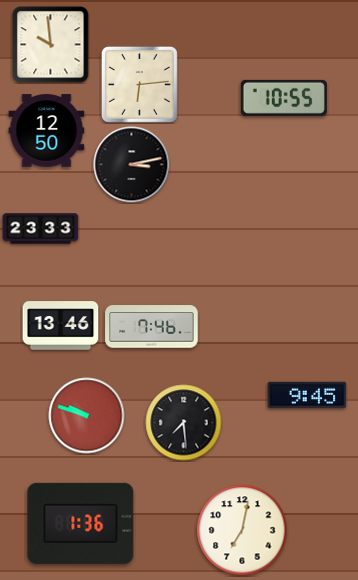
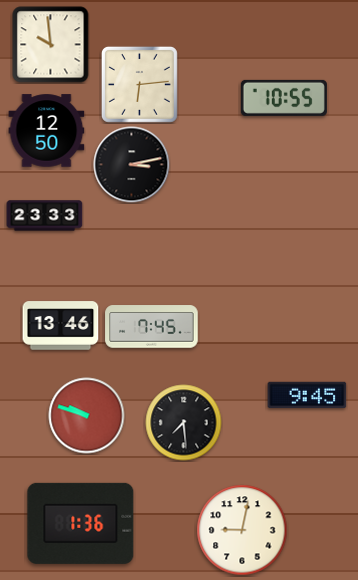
clock at (41, 229) position: (41, 229) -> (45, 216)
clock at (152, 327): 7:46 -> 7:45
clock at (242, 530): 7:02 -> 9:02
